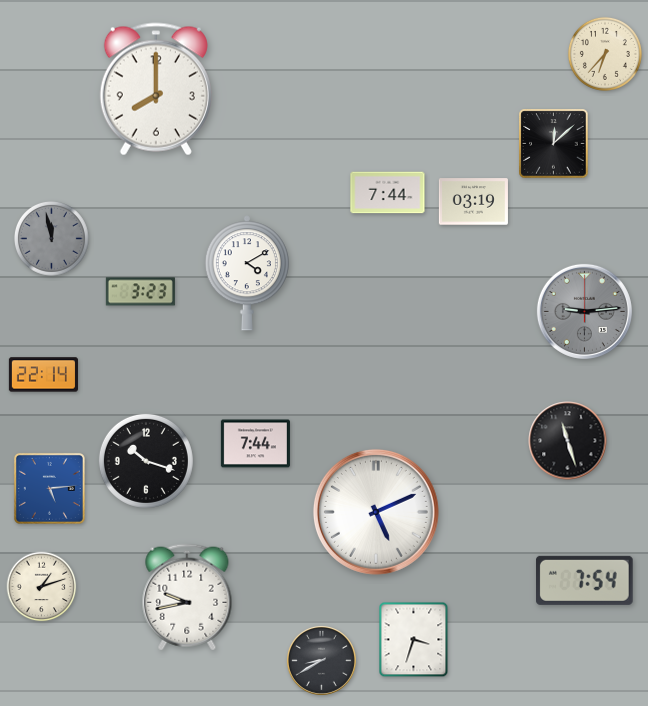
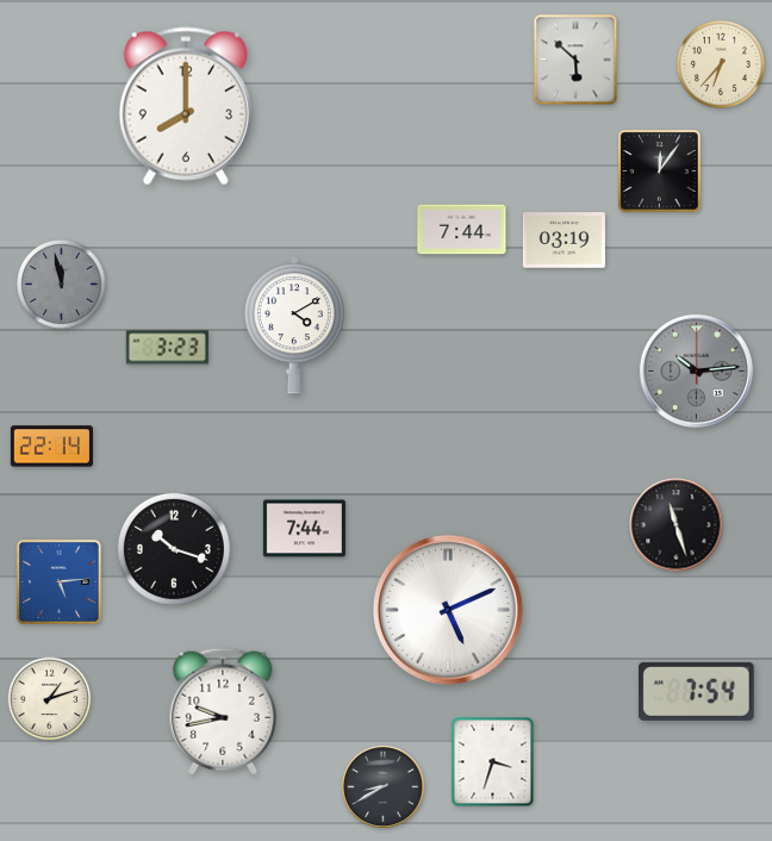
clock at (575, 60): none -> 5:52
clock at (554, 144): 12:08 -> 12:06
clock at (584, 311): 9:14 -> 10:14
